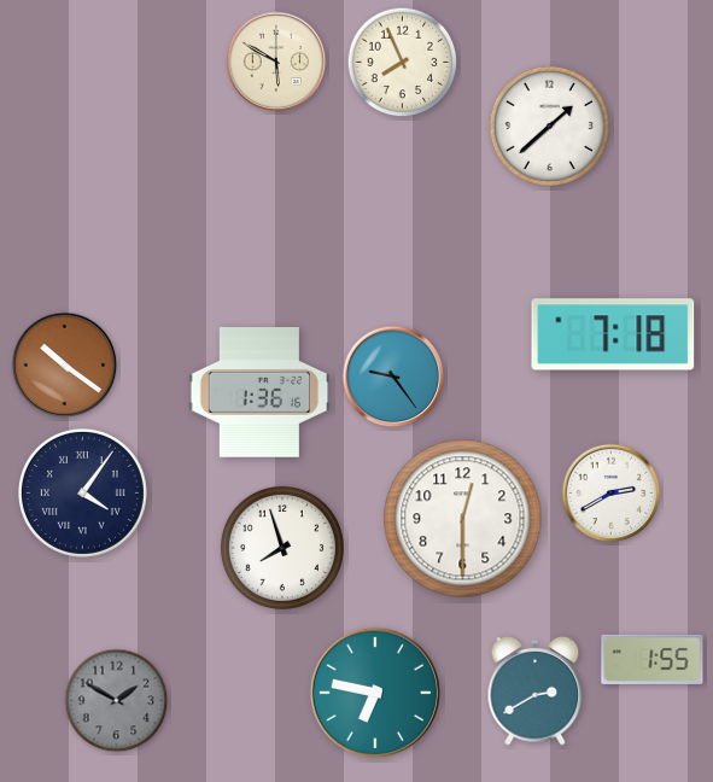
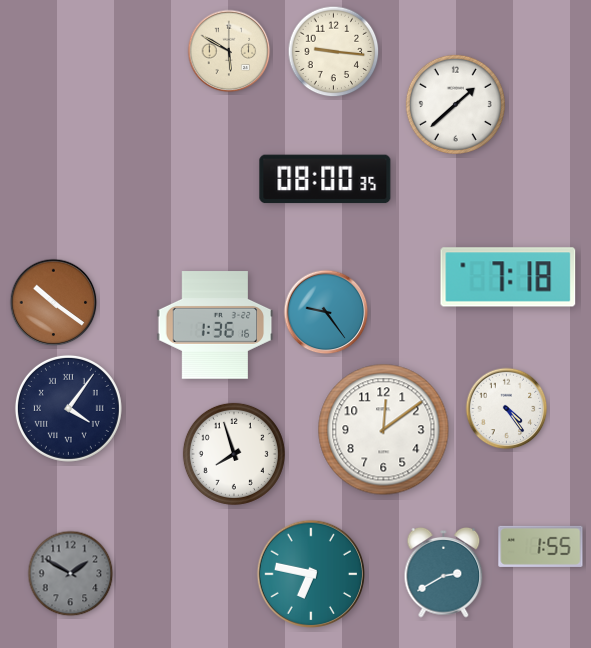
clock at (403, 63): 7:56 -> 9:16
clock at (325, 179): none -> 08:00
clock at (612, 494): 2:40 -> 4:24
clock at (463, 519): 12:30 -> 12:09
clock at (117, 701) position: (117, 701) -> (71, 574)
